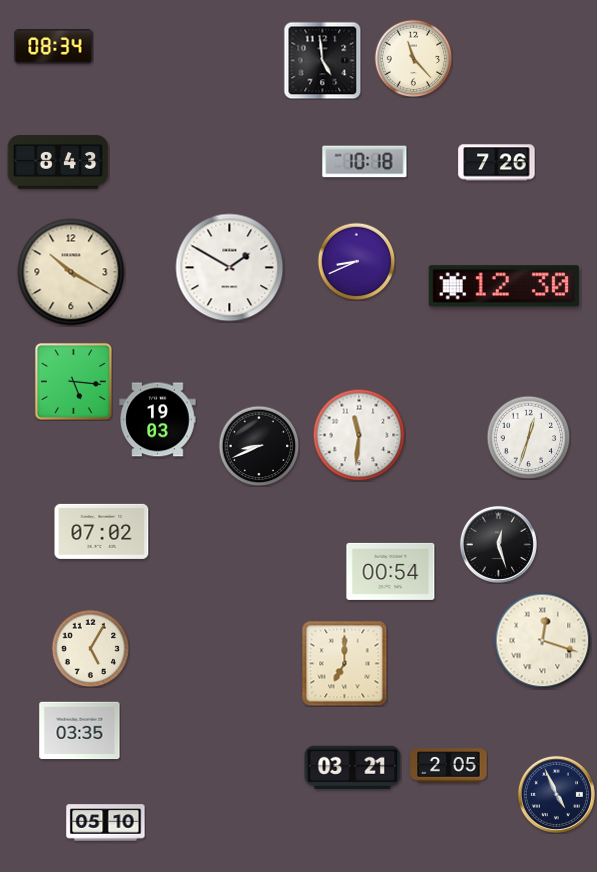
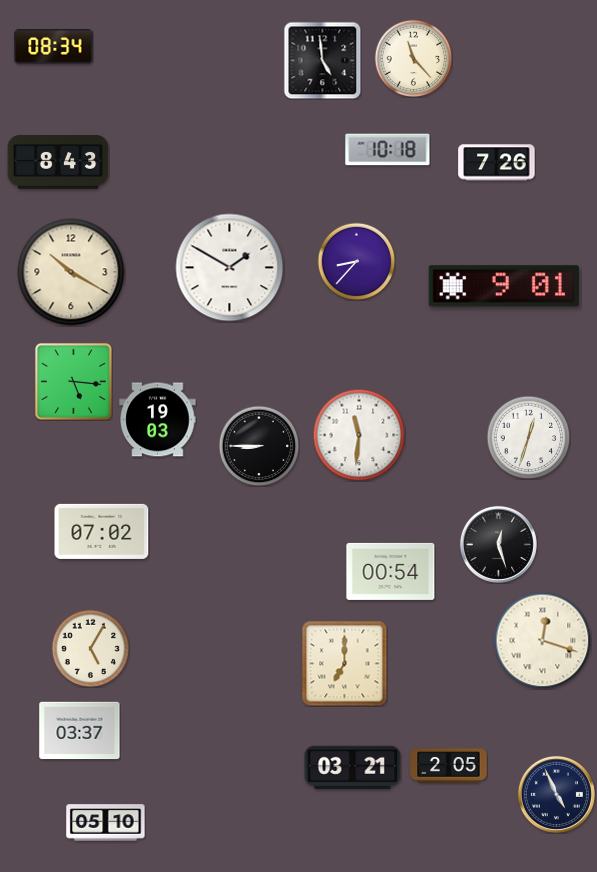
clock at (365, 162) position: (365, 162) -> (388, 150)
clock at (356, 261): 8:41 -> 8:37
clock at (504, 286): 12:30 -> 9:01
clock at (259, 446): 8:41 -> 8:45
clock at (80, 731): 03:35 -> 03:37
